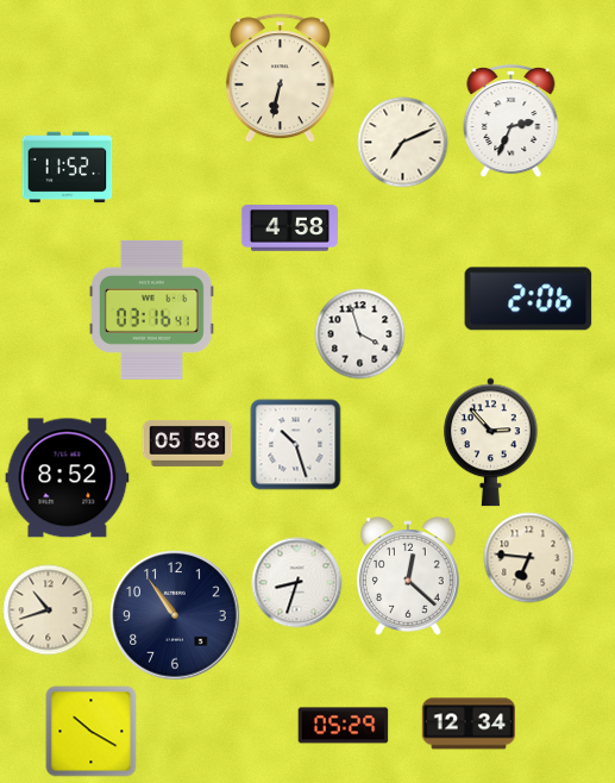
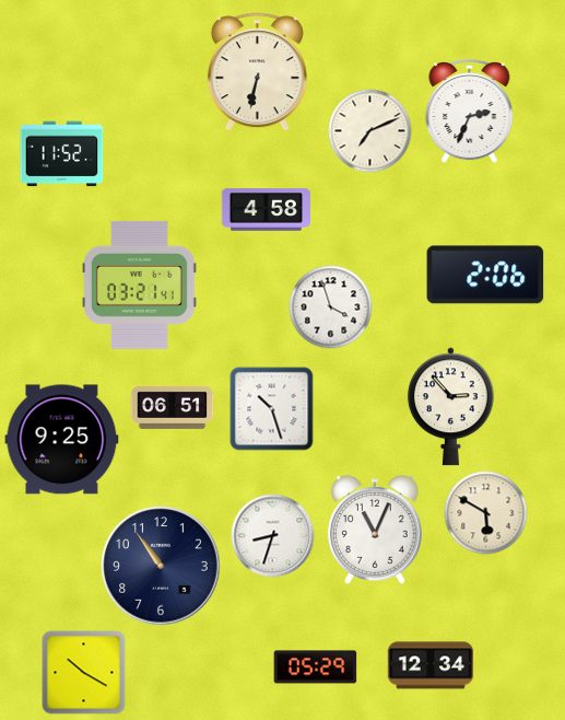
clock at (152, 309): 03:16 -> 03:21
clock at (188, 443): 05:58 -> 06:51
clock at (68, 478): 8:52 -> 9:25
clock at (529, 558): 6:46 -> 5:50
clock at (409, 576): 12:22 -> 11:04
clock at (49, 610): 10:42 -> none
